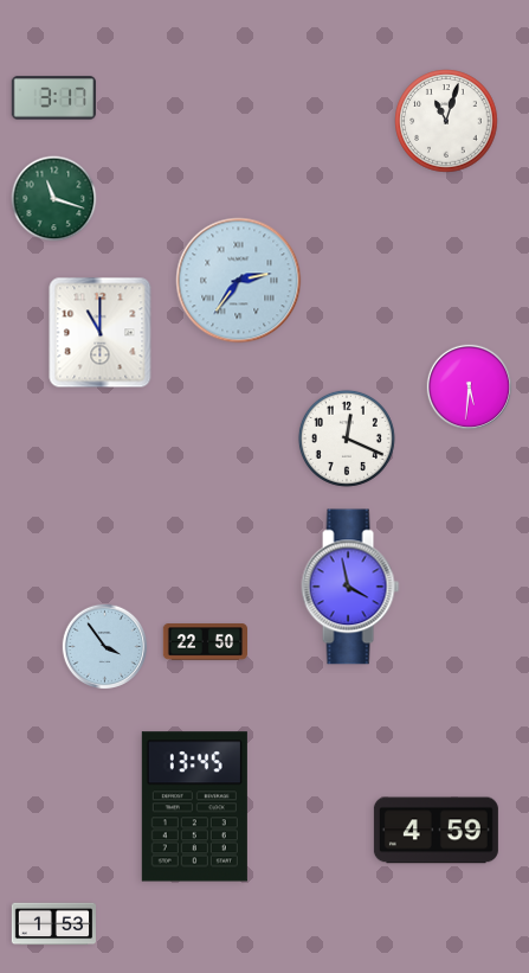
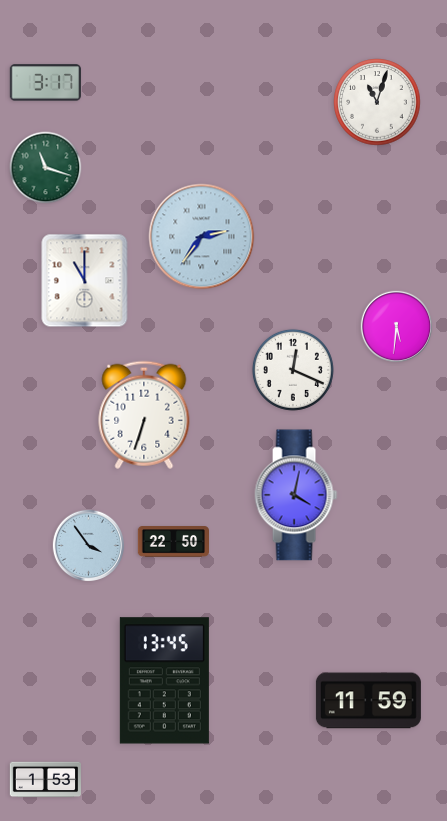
clock at (144, 415): none -> 6:33
clock at (350, 587): 3:58 -> 4:02
clock at (436, 831): 4:59 -> 11:59
